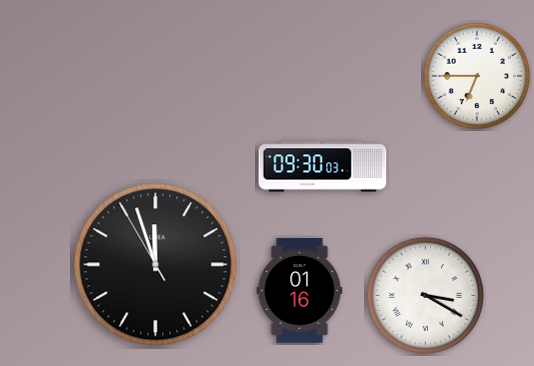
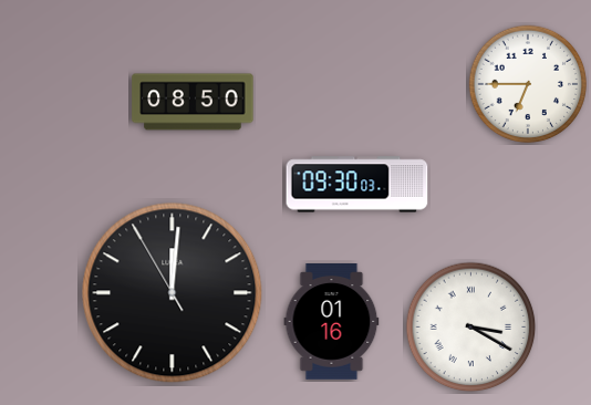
clock at (193, 102): none -> 08:50
clock at (156, 265): 11:56 -> 12:00
